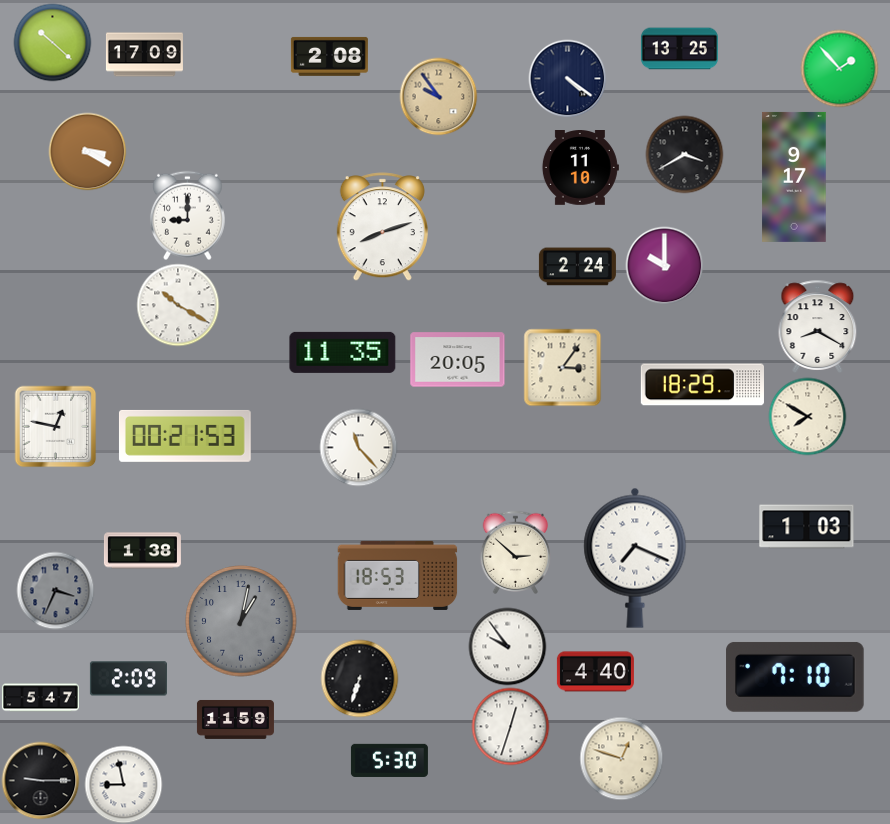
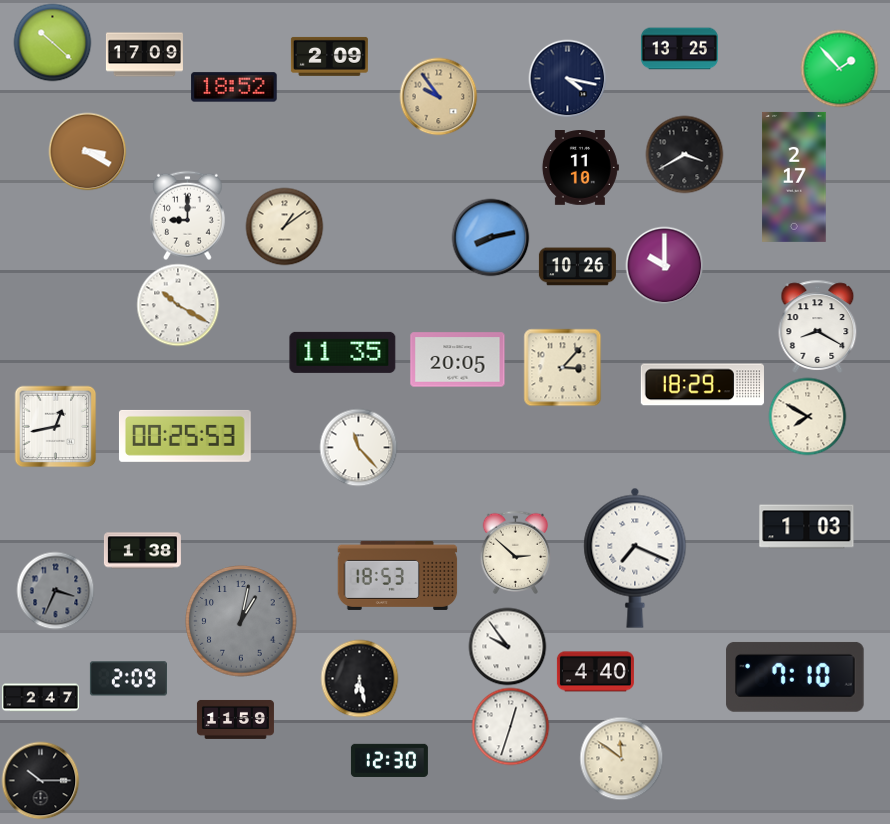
clock at (329, 56): 2:08 -> 2:09
clock at (567, 78): 4:21 -> 4:17
clock at (234, 87): none -> 18:52
clock at (794, 177): 9:17 -> 2:17
clock at (284, 226): none -> 1:09
clock at (382, 227): 8:12 -> none
clock at (490, 237): none -> 8:13
clock at (577, 267): 2:24 -> 10:26
clock at (562, 367): 3:06 -> 3:07
clock at (55, 426): 12:47 -> 12:43
clock at (185, 436): 00:21 -> 00:25
clock at (359, 678): 6:33 -> 6:28
clock at (40, 698): 5:47 -> 2:47
clock at (621, 758): 12:48 -> 11:51
clock at (389, 760): 5:30 -> 12:30
clock at (40, 780): 9:15 -> 10:15
clock at (123, 784): 8:58 -> none
